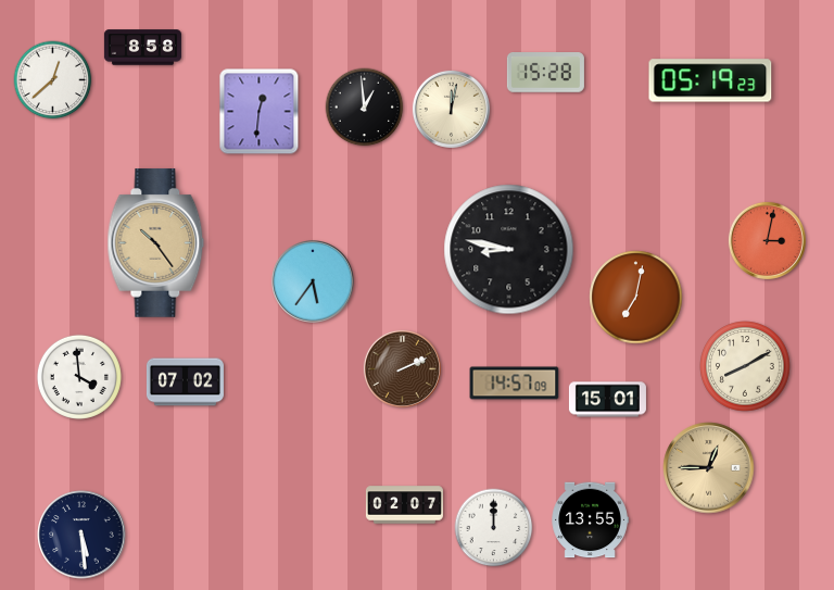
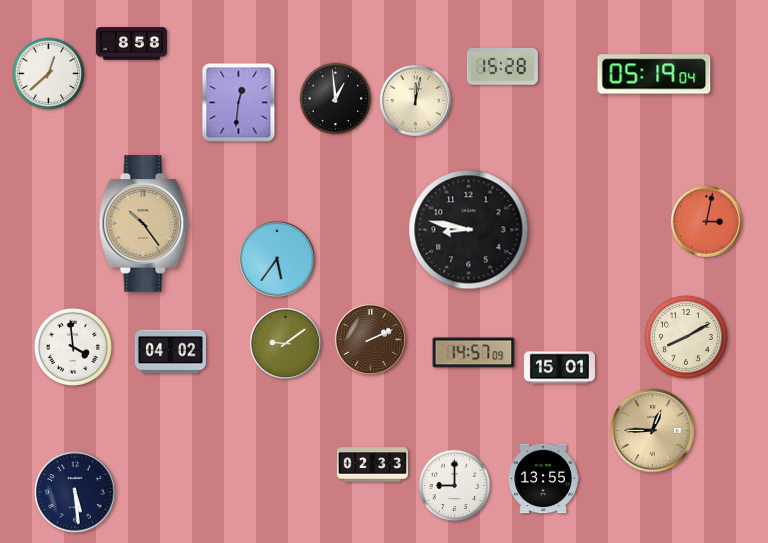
clock at (710, 80): 05:19:23 -> 05:19:04
clock at (314, 283) position: (314, 283) -> (278, 260)
clock at (636, 298): 7:02 -> none
clock at (285, 343): none -> 9:09
clock at (185, 382): 07:02 -> 04:02
clock at (404, 505): 02:07 -> 02:33
clock at (494, 528): 12:00 -> 9:00
